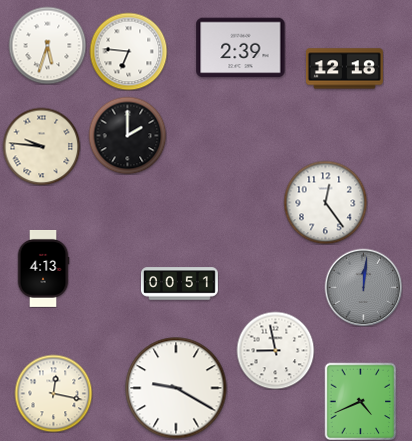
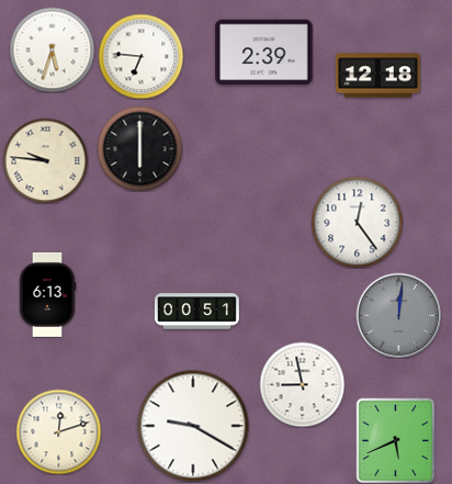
clock at (127, 135): 2:00 -> 6:00
clock at (43, 268): 4:13 -> 6:13
clock at (53, 393): 12:17 -> 12:12
clock at (361, 401): 4:41 -> 5:41
